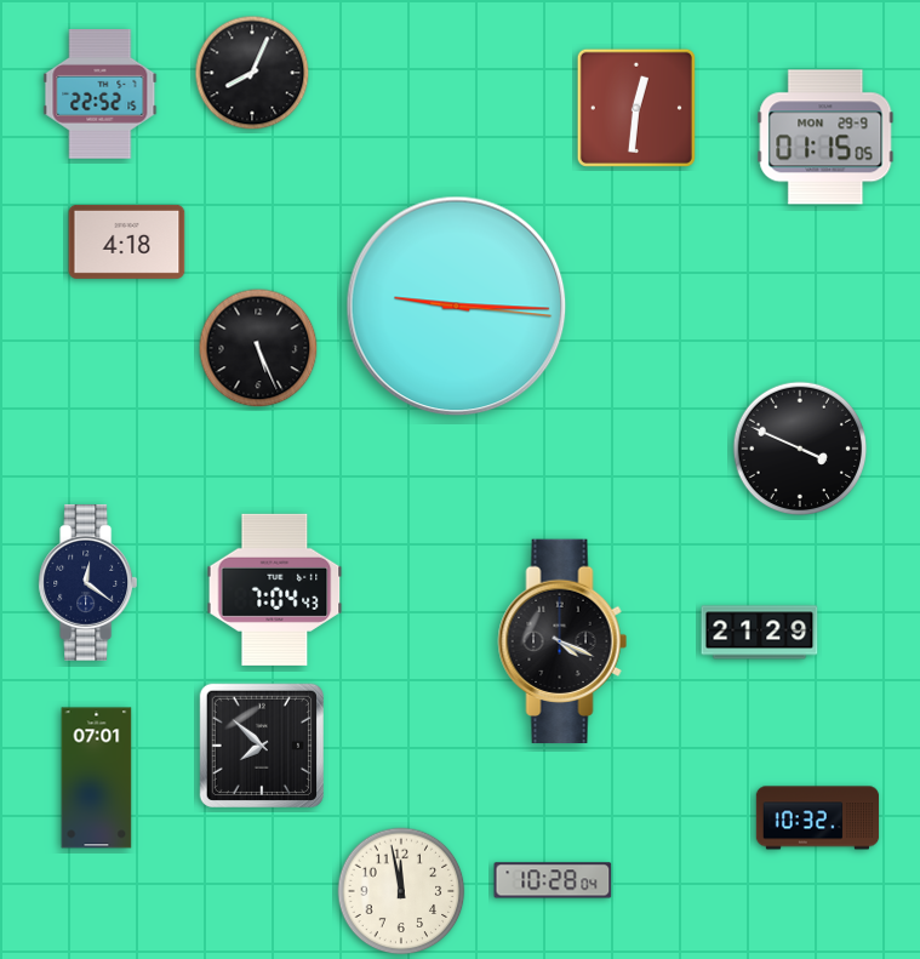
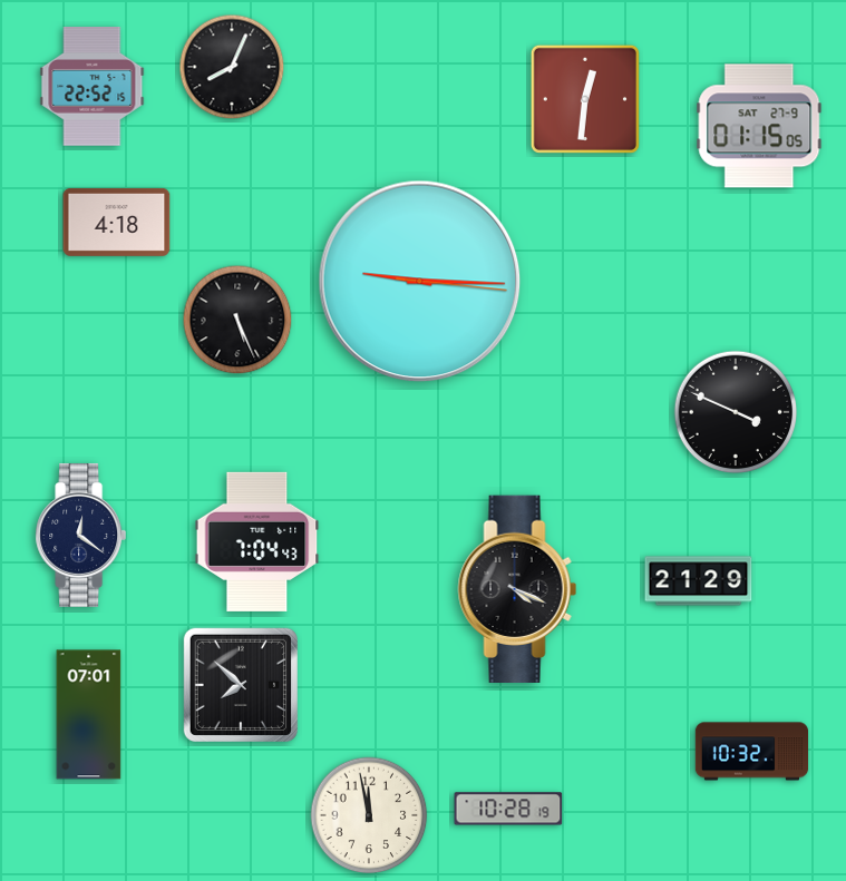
clock at (825, 137) date: MON 29-9 -> SAT 27-9
clock at (275, 589) position: (275, 589) -> (257, 541)
clock at (553, 880): 10:28:04 -> 10:28:19
clock at (401, 891) position: (401, 891) -> (369, 815)
